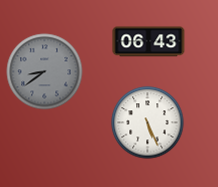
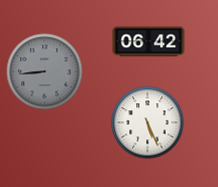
clock at (149, 42): 06:43 -> 06:42
clock at (45, 72): 8:39 -> 8:44
